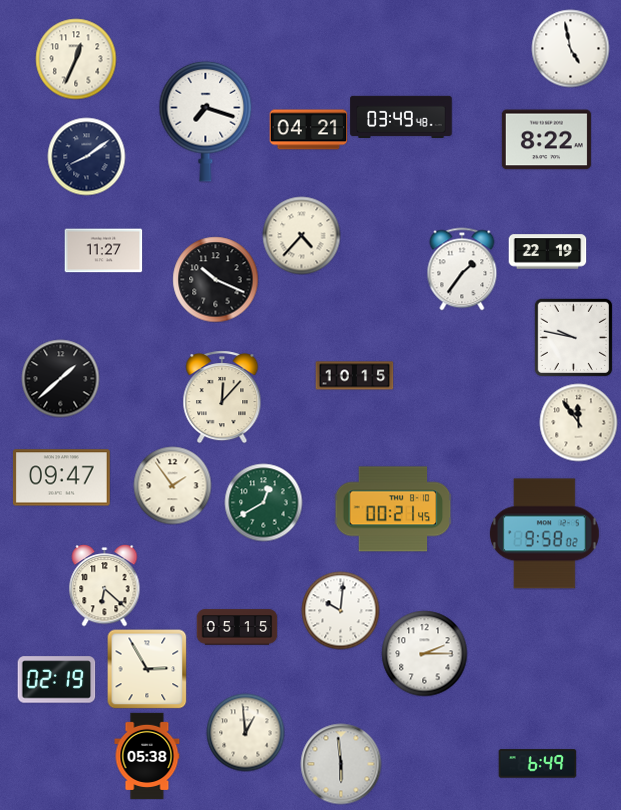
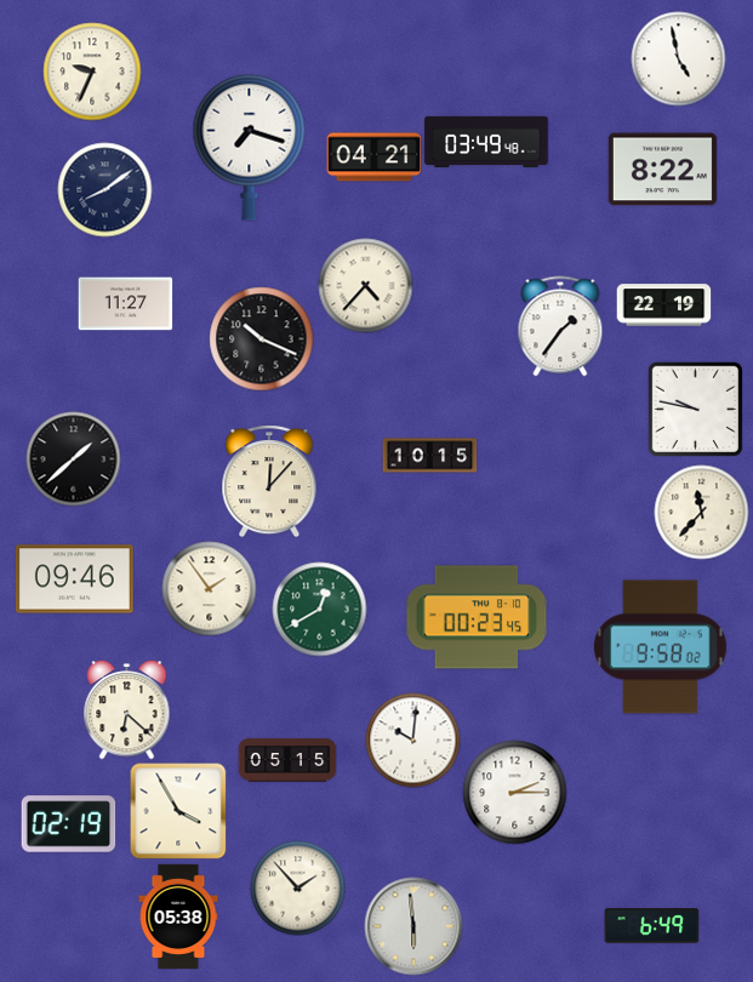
clock at (570, 48) position: (570, 48) -> (678, 58)
clock at (76, 59): 12:34 -> 9:34
clock at (578, 422): 11:54 -> 11:37
clock at (61, 478): 09:47 -> 09:46
clock at (393, 509): 00:21 -> 00:23
clock at (147, 669): 2:55 -> 3:55
clock at (245, 732): 12:59 -> 1:53
